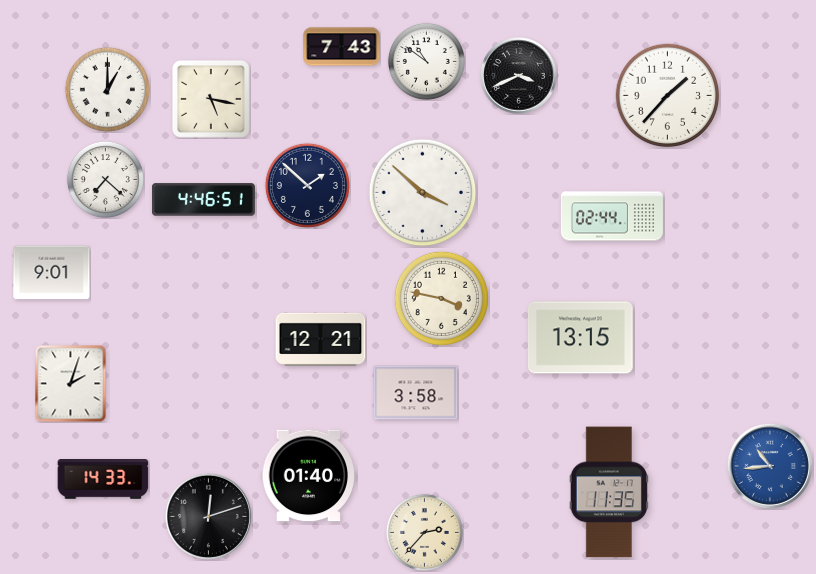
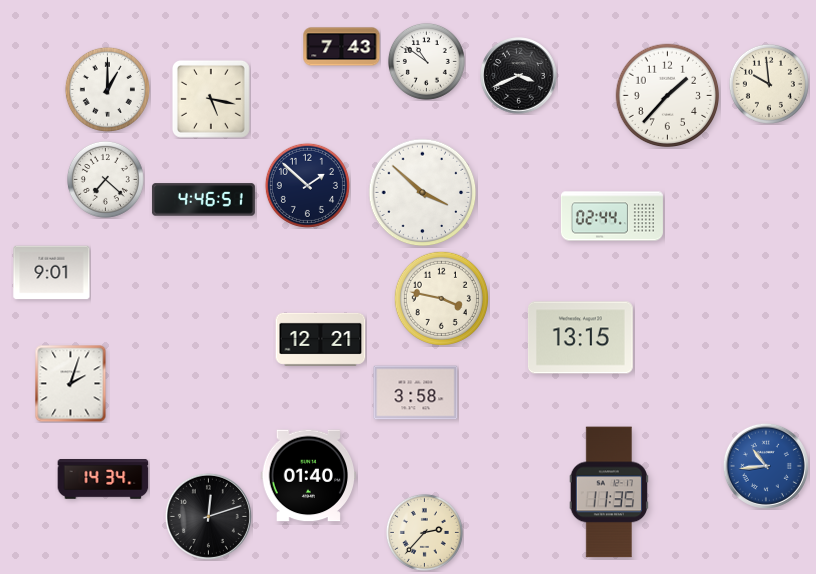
clock at (769, 84): none -> 9:59
clock at (770, 466) position: (770, 466) -> (766, 466)
clock at (103, 479): 14:33 -> 14:34
